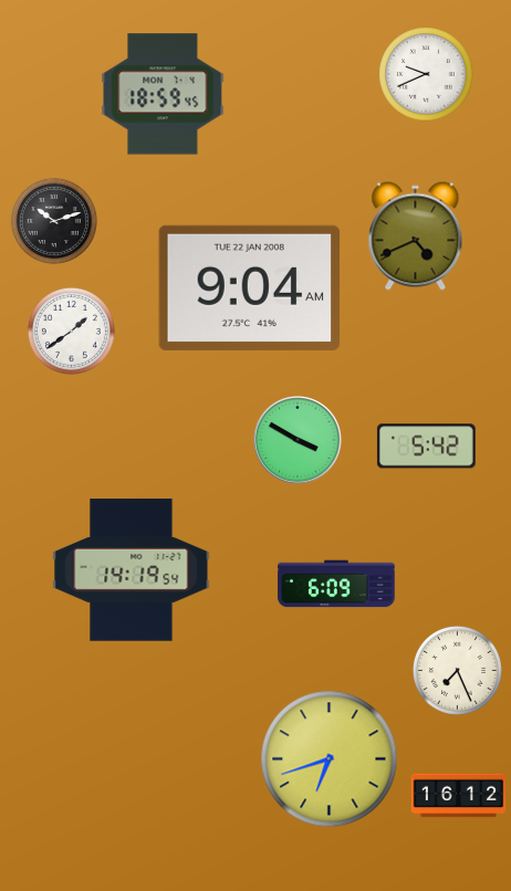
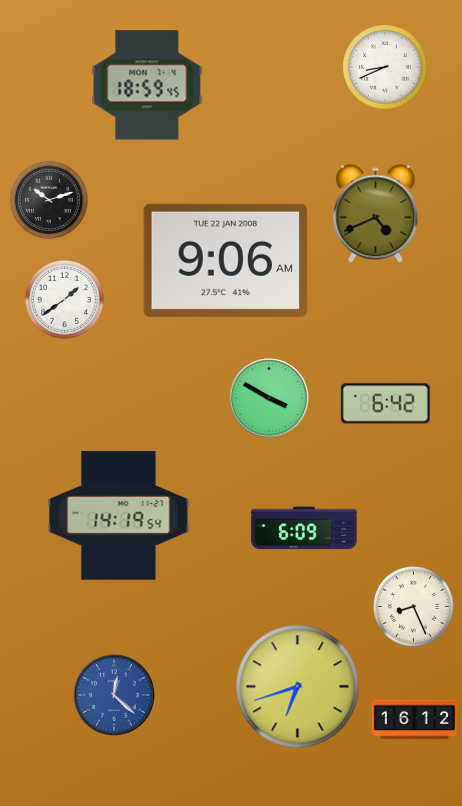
clock at (426, 74): 9:41 -> 8:41
clock at (249, 287): 9:04 -> 9:06
clock at (426, 447): 5:42 -> 6:42
clock at (457, 670): 7:26 -> 8:26
clock at (114, 695): none -> 12:22
